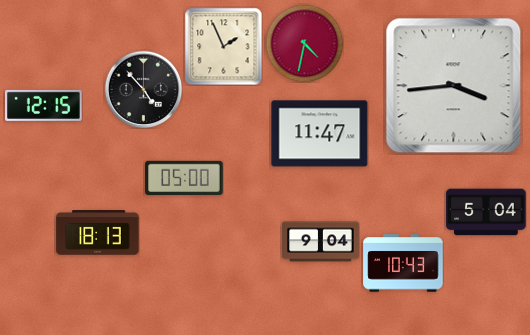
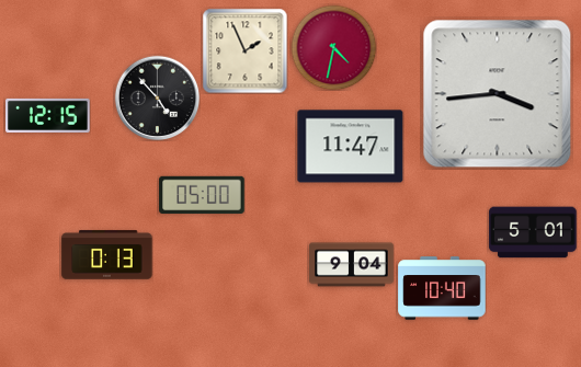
clock at (486, 212): 5:04 -> 5:01
clock at (98, 233): 18:13 -> 0:13
clock at (403, 263): 10:43 -> 10:40
